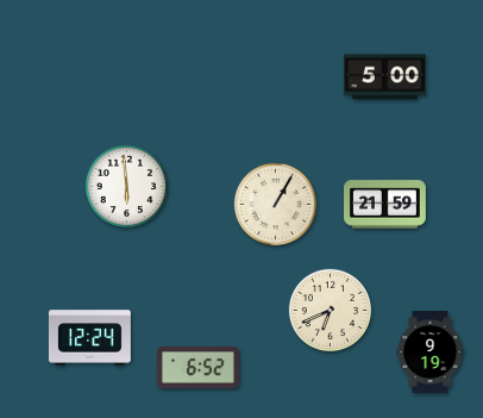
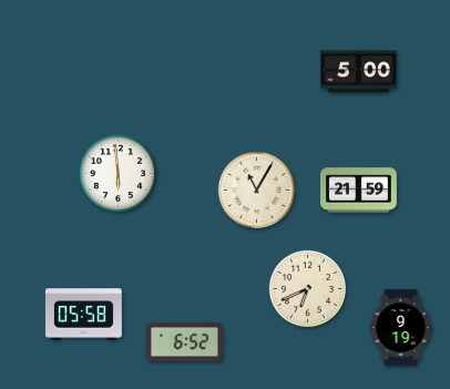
clock at (275, 204): 1:05 -> 11:05
clock at (90, 338): 12:24 -> 05:58
